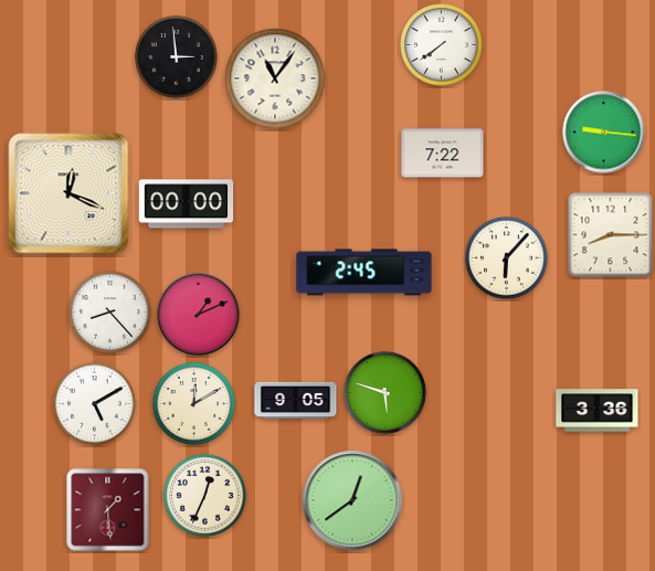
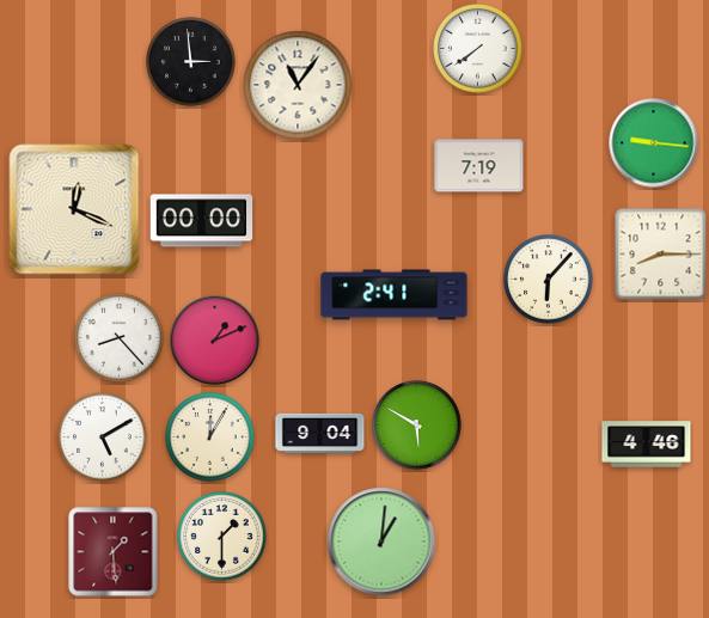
clock at (443, 154): 7:22 -> 7:19
clock at (365, 273): 2:45 -> 2:41
clock at (385, 393): 5:48 -> 5:50
clock at (296, 400): 9:05 -> 9:04
clock at (194, 404): 12:10 -> 12:05
clock at (598, 411): 3:36 -> 4:46
clock at (205, 496): 12:34 -> 1:30
clock at (352, 500): 12:39 -> 1:01
clock at (108, 510) position: (108, 510) -> (114, 552)
